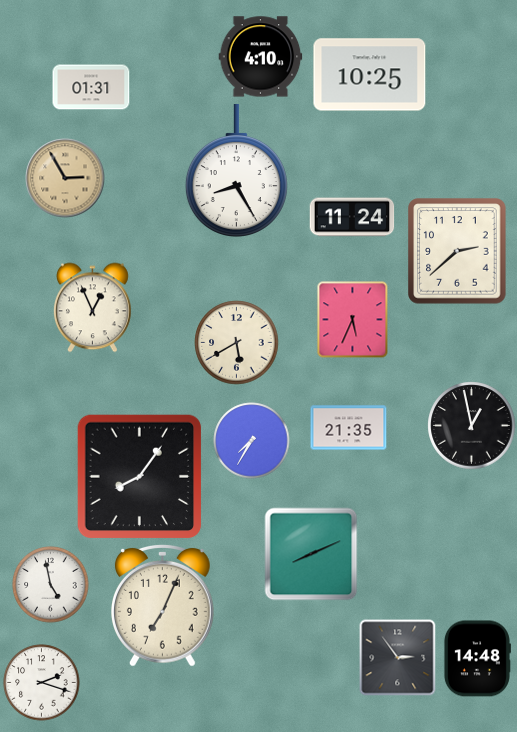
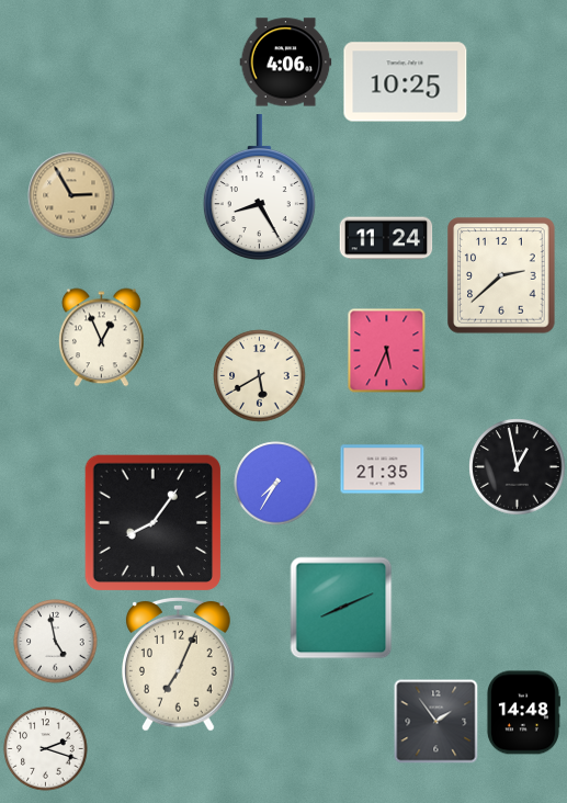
clock at (261, 57): 4:10 -> 4:06
clock at (91, 87): 01:31 -> none
clock at (398, 658): 2:54 -> 1:54
clock at (477, 659) position: (477, 659) -> (523, 713)
